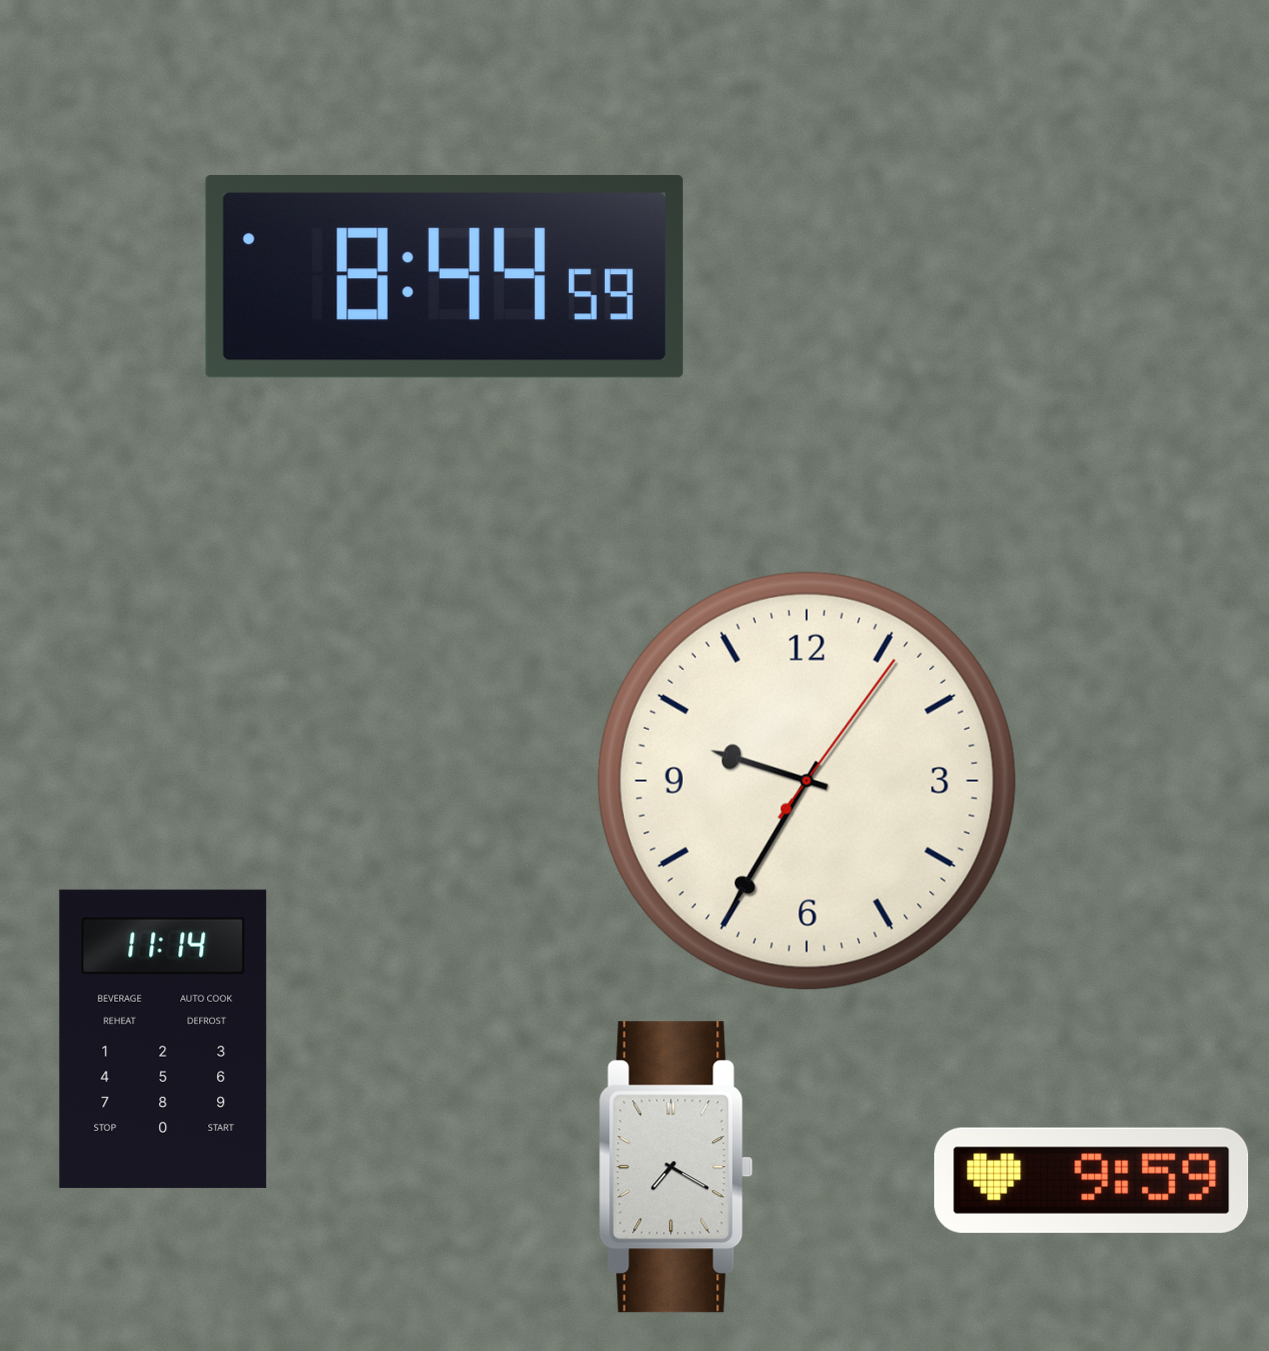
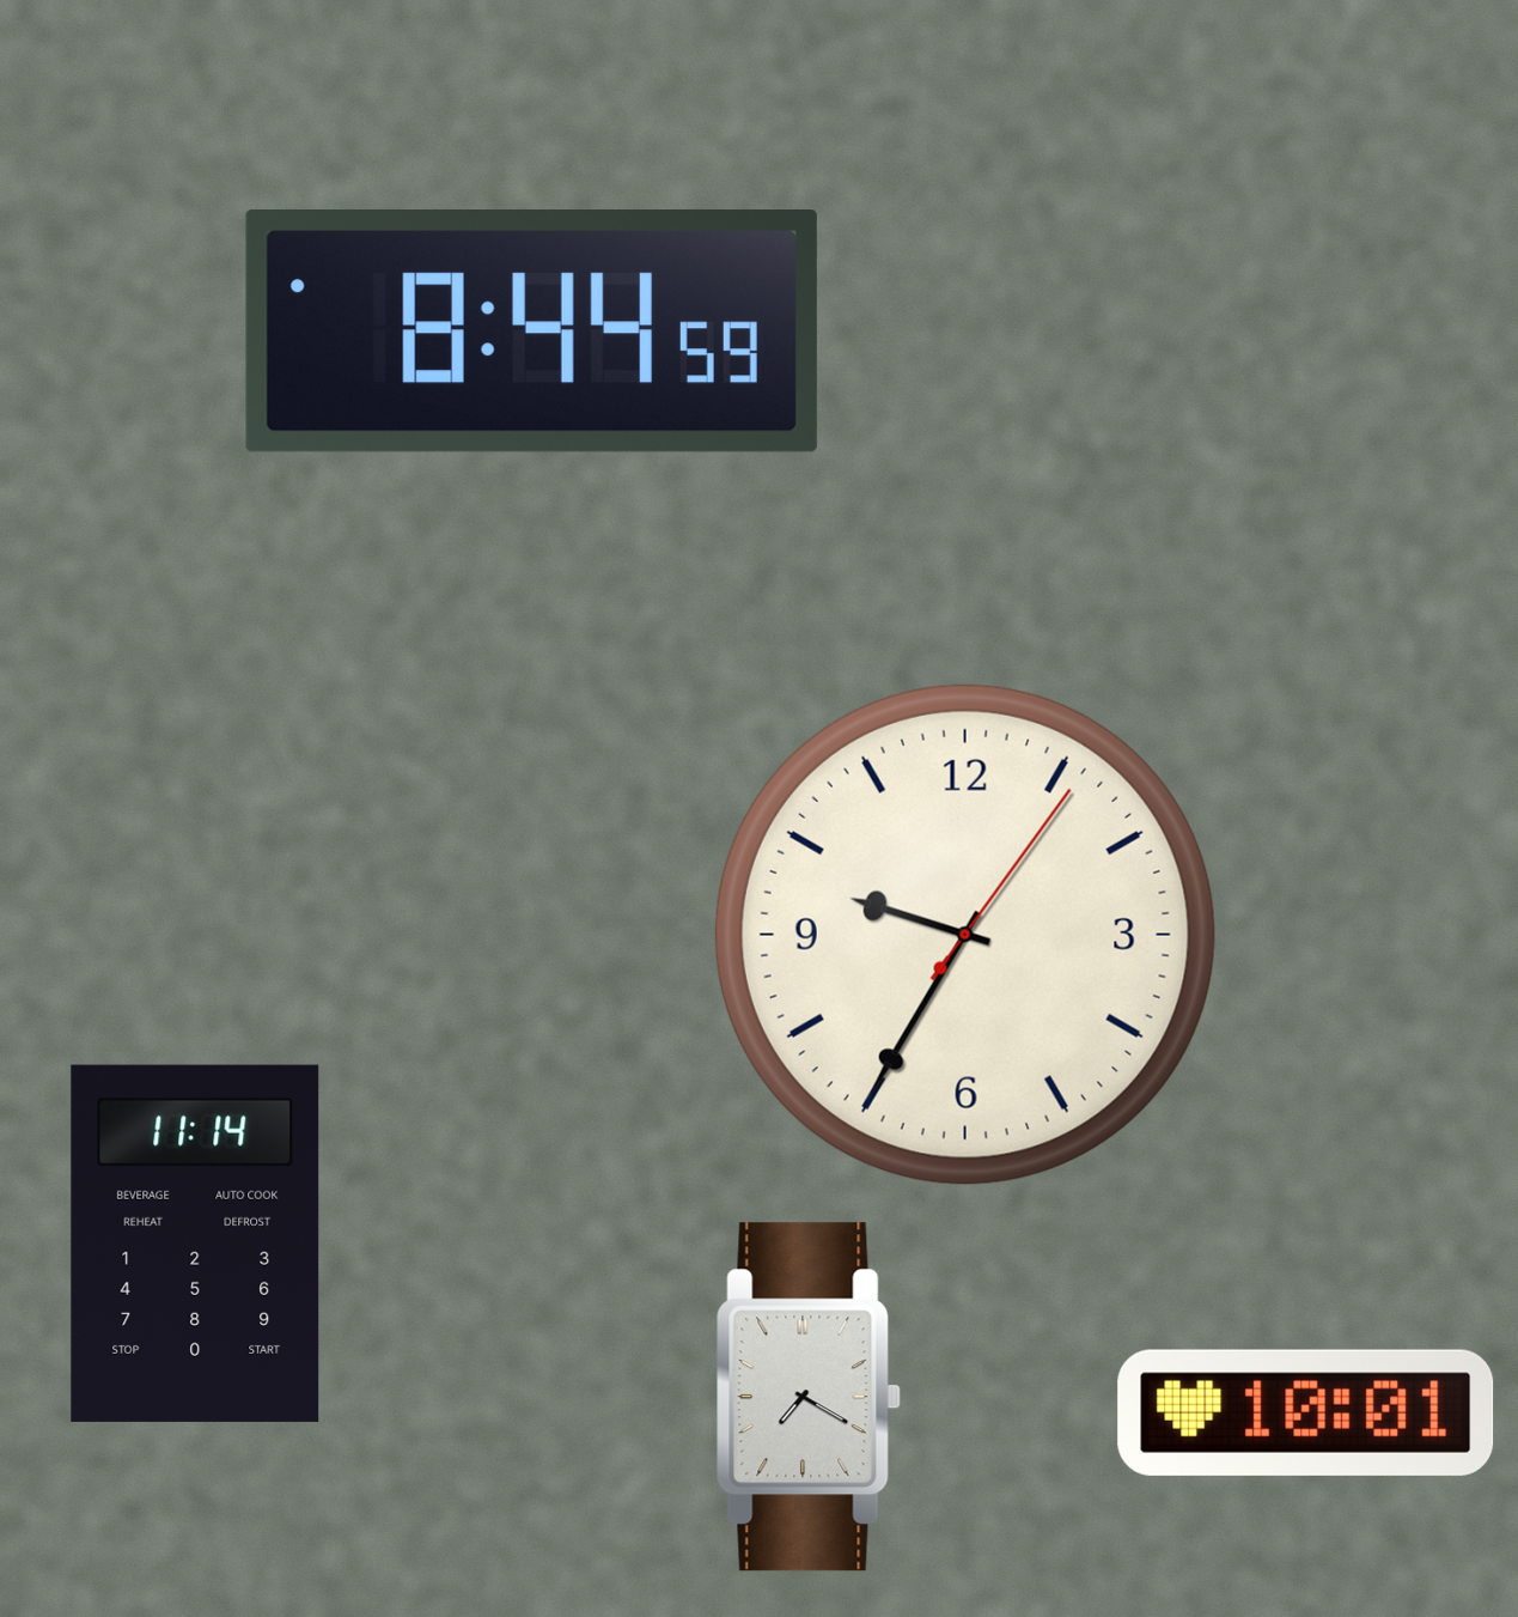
clock at (1092, 1180): 9:59 -> 10:01
